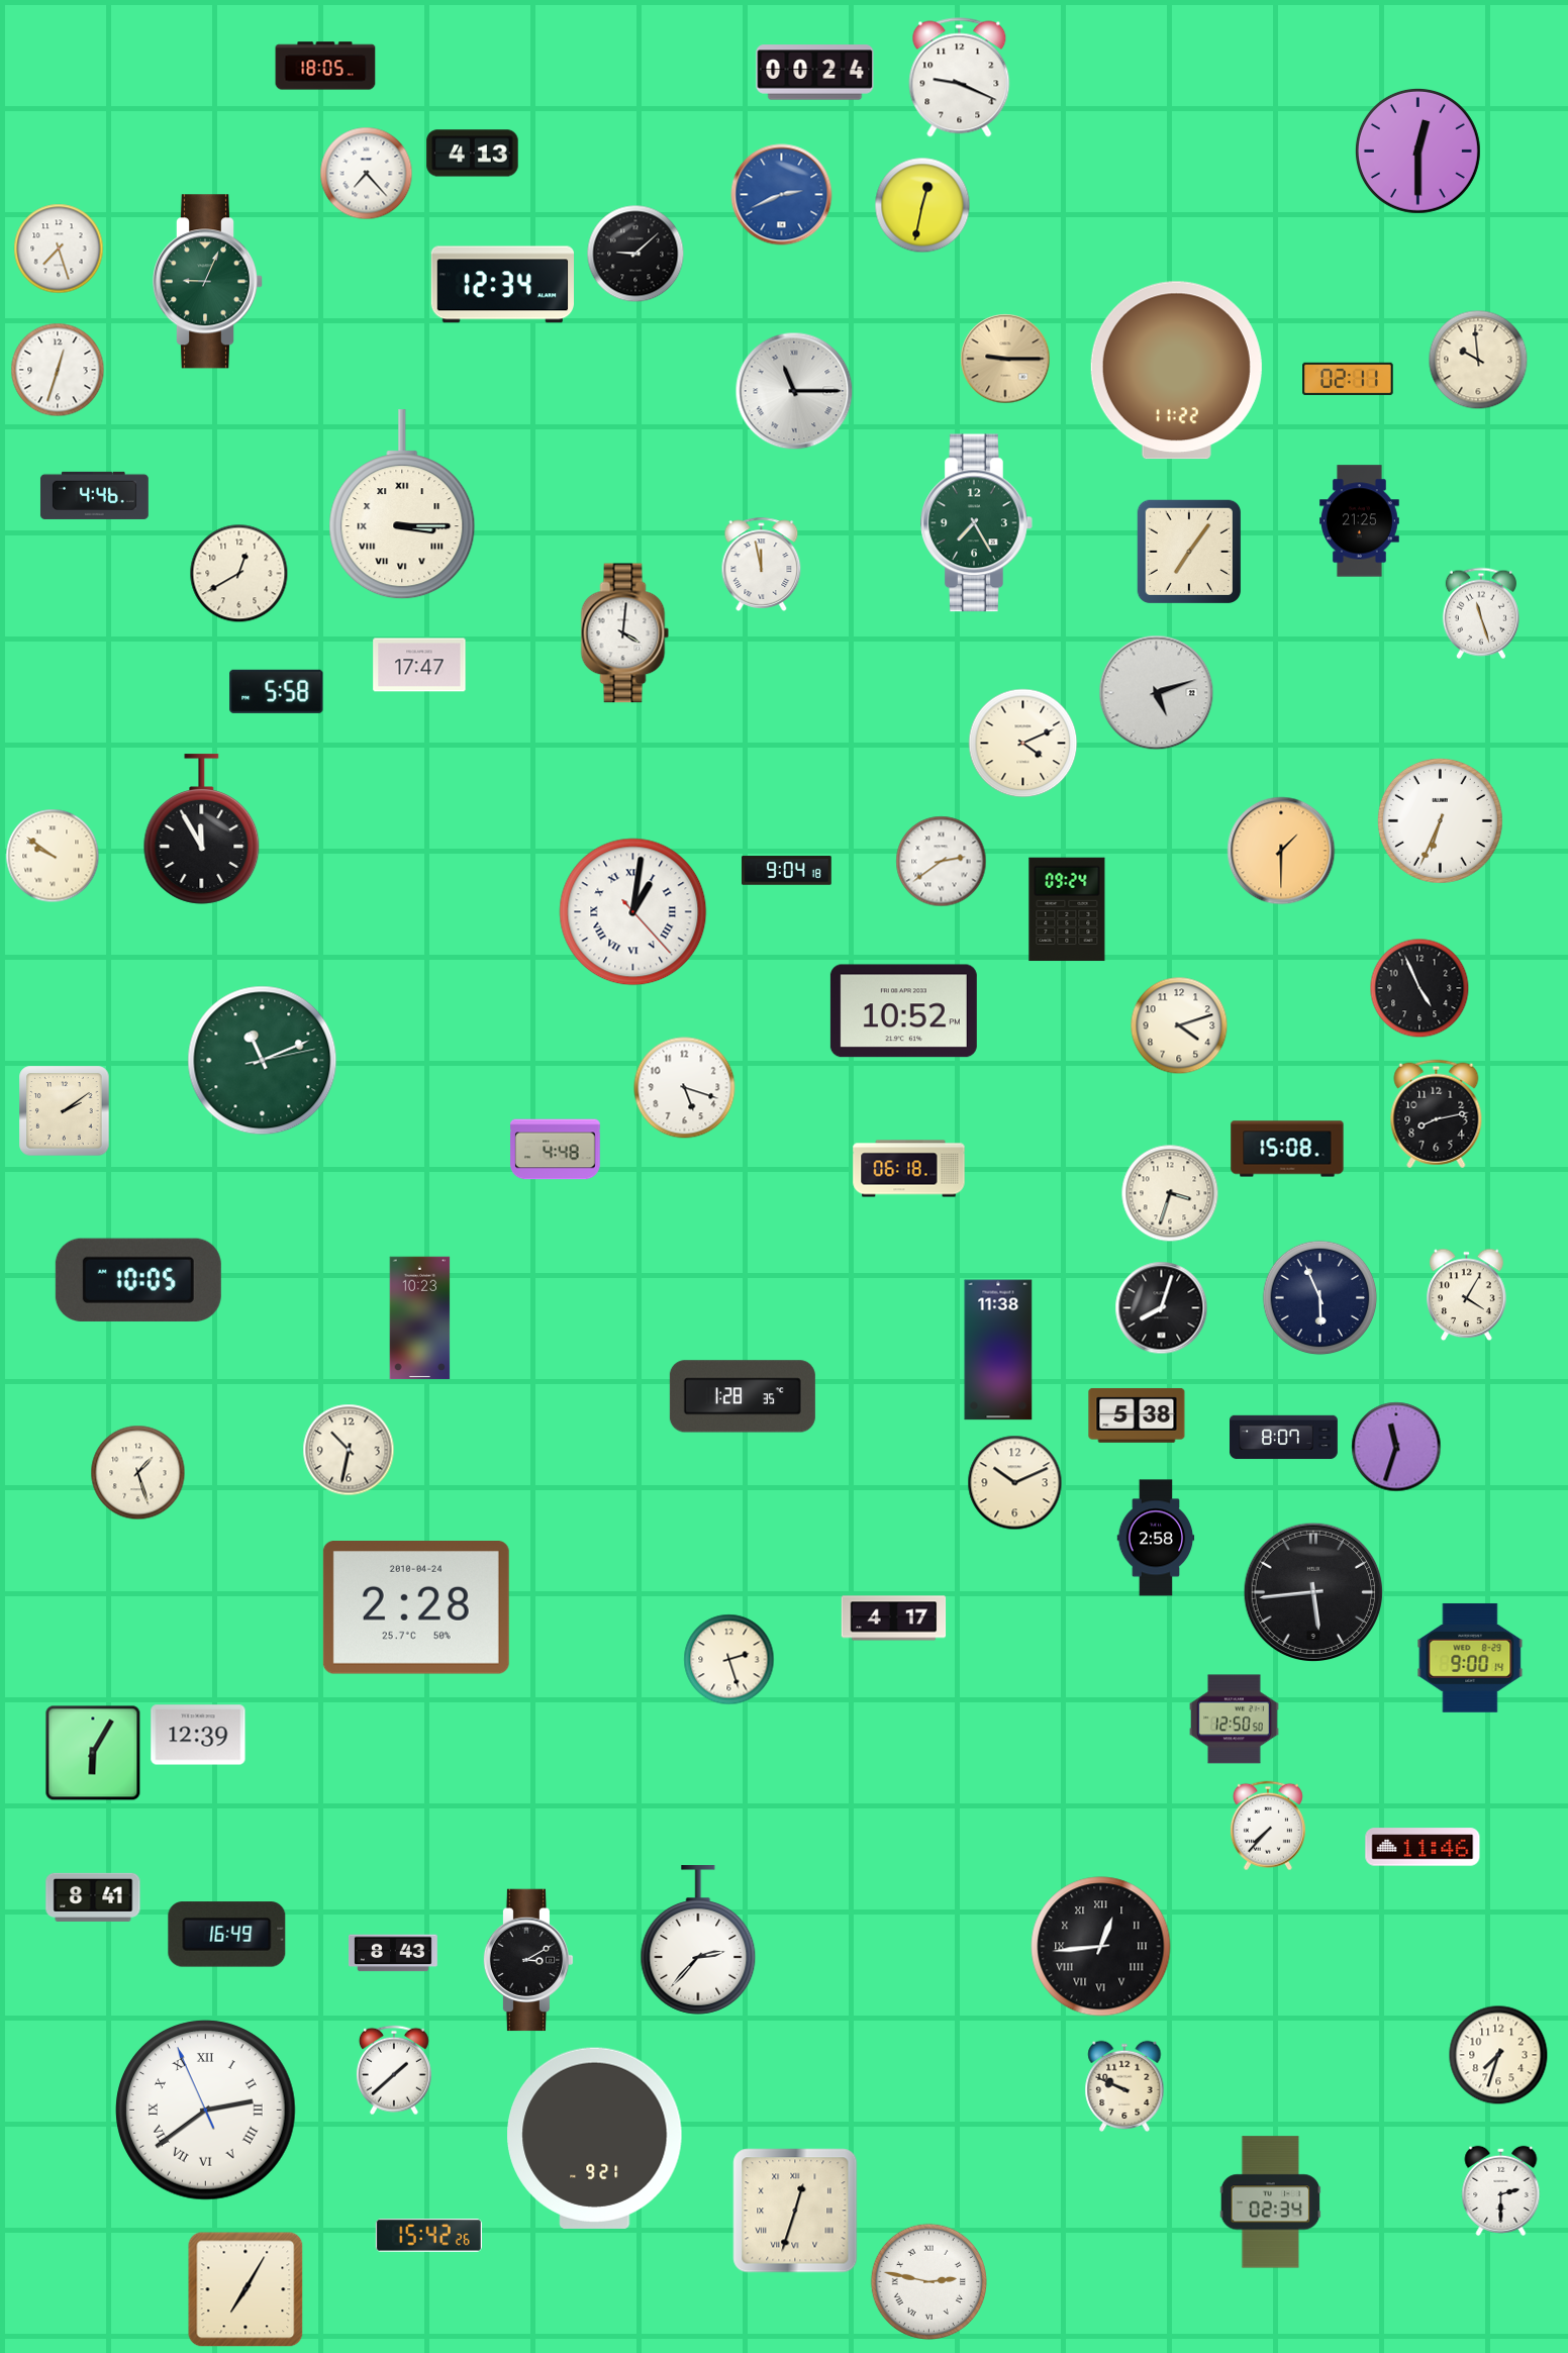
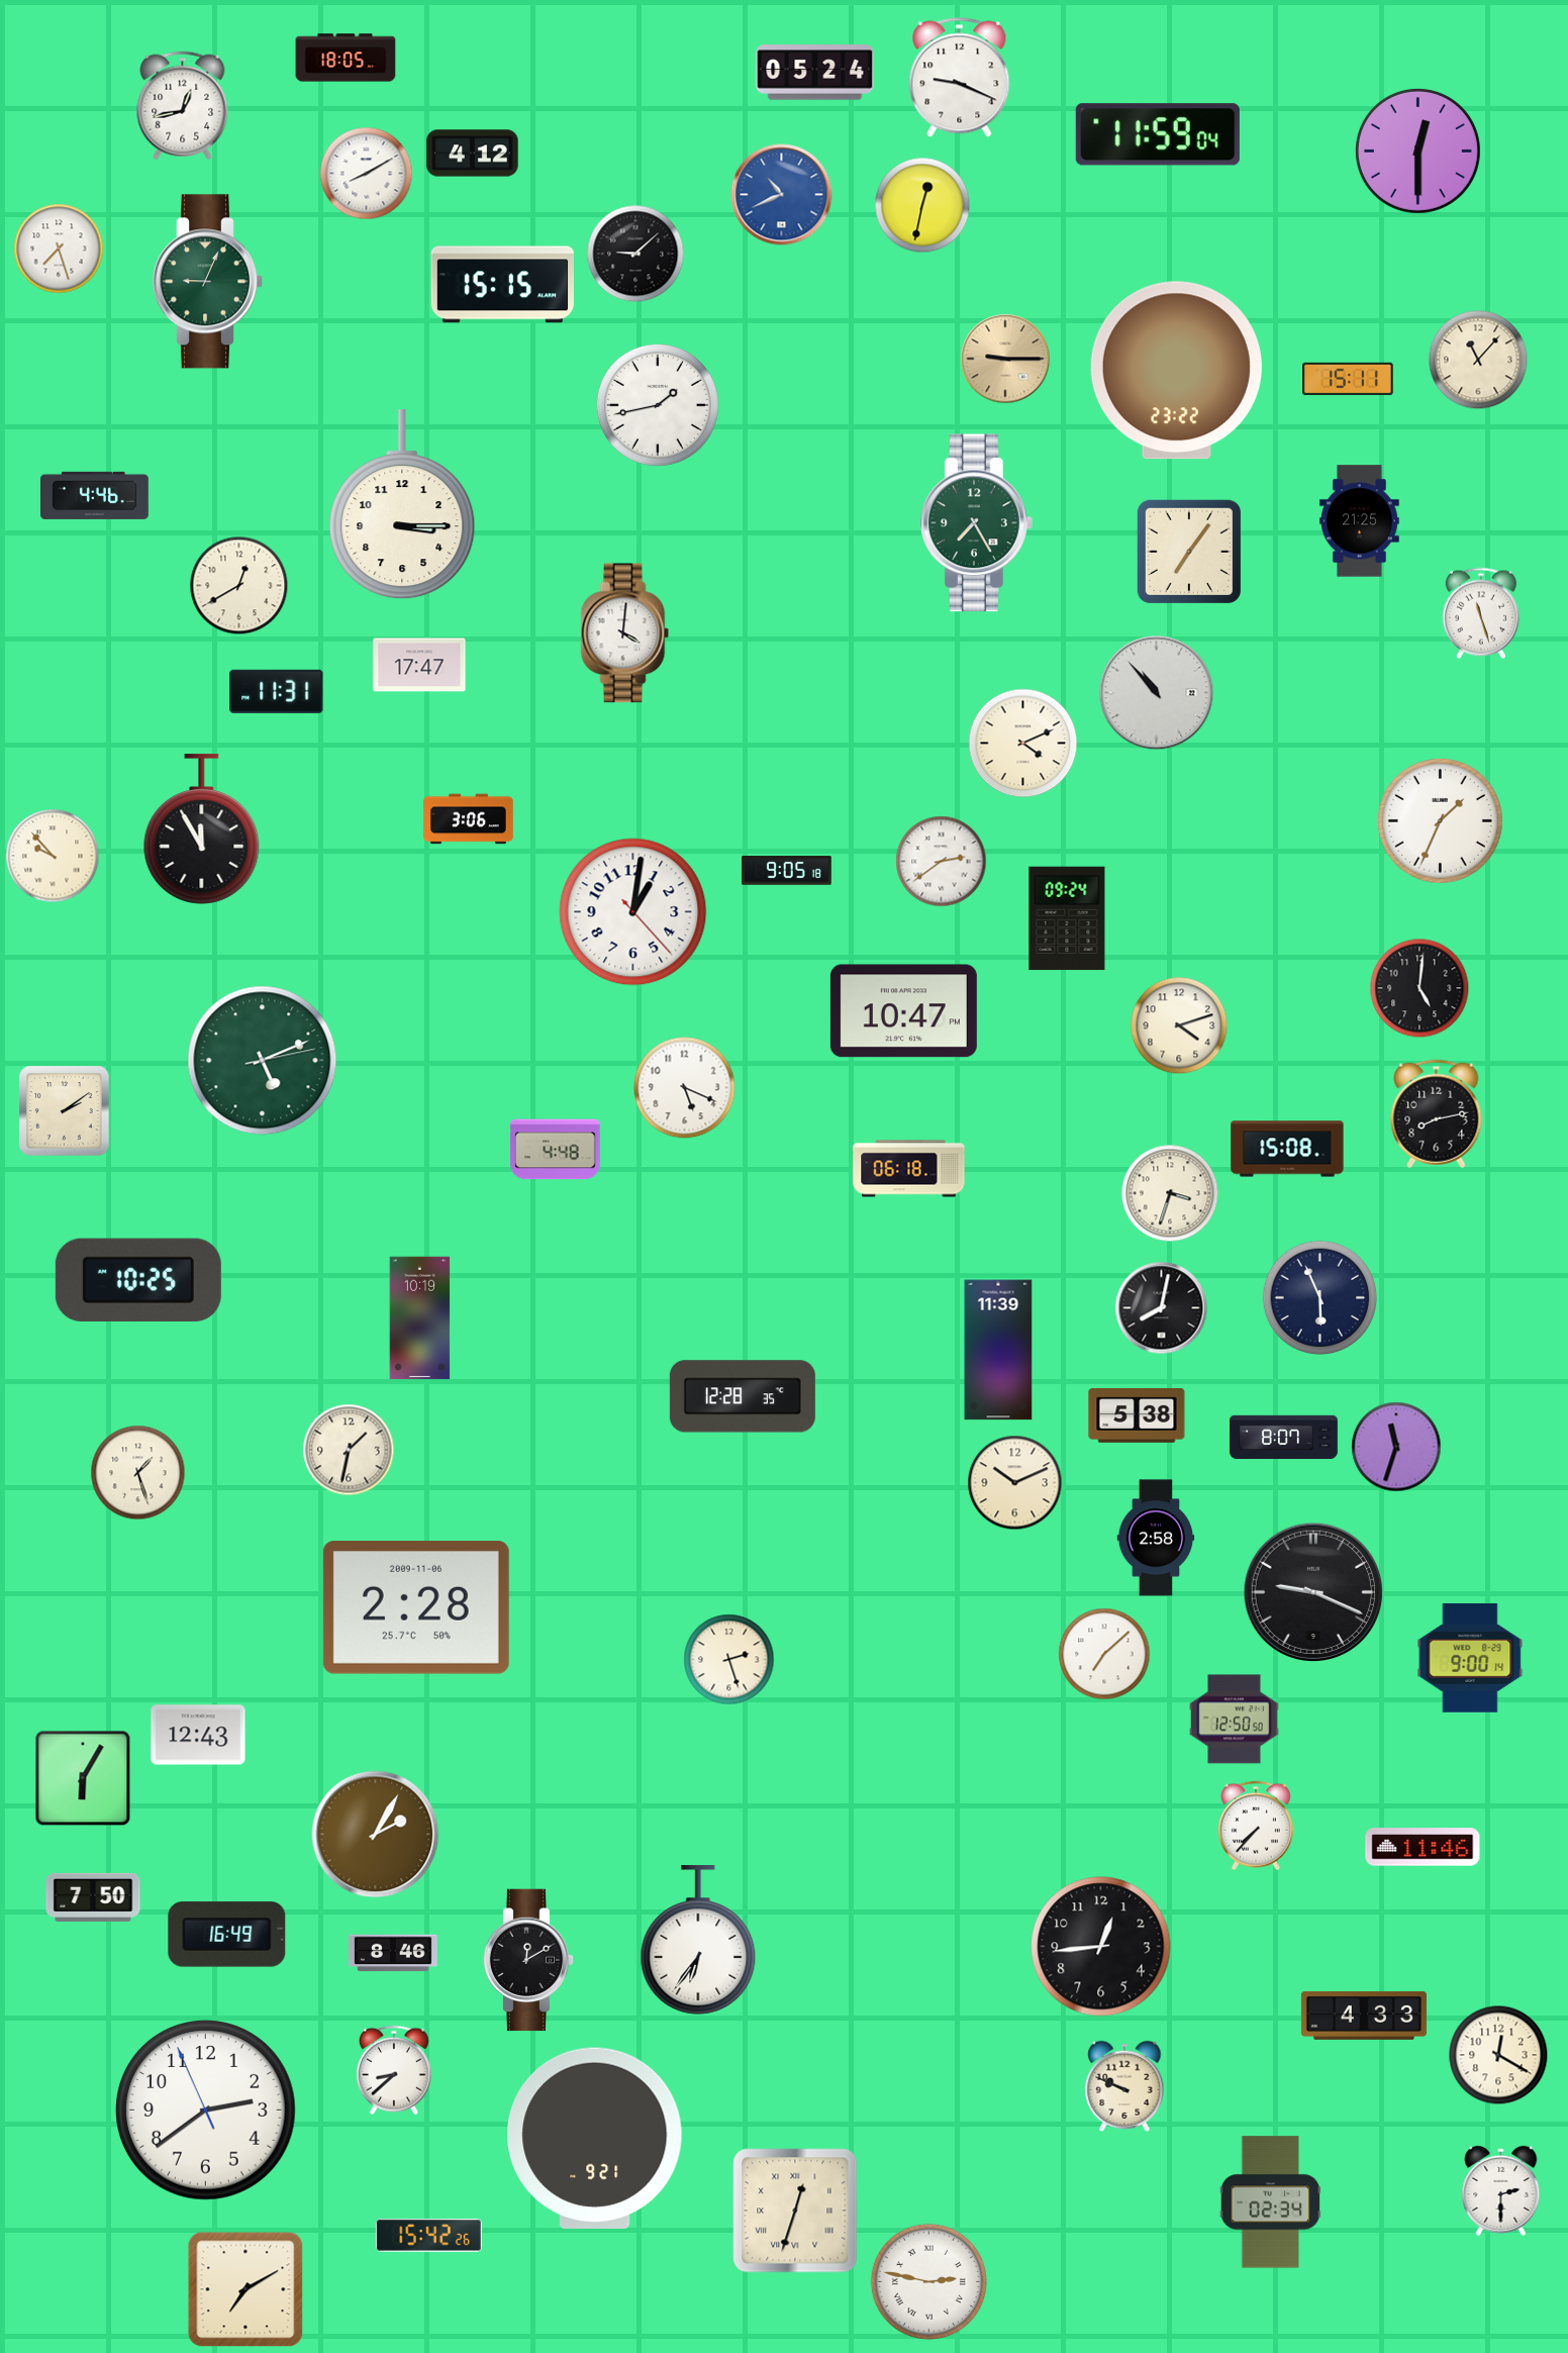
clock at (325, 66) position: (325, 66) -> (346, 58)
clock at (815, 73): 00:24 -> 05:24
clock at (183, 106): none -> 12:43
clock at (1158, 134): none -> 11:59
clock at (473, 154): 4:13 -> 4:12
clock at (367, 174): 7:23 -> 8:10
clock at (782, 195): 2:41 -> 10:41
clock at (502, 285): 12:34 -> 15:15
clock at (1478, 360): 9:59 -> 11:07
clock at (58, 370): 12:33 -> none
clock at (1176, 371): 11:22 -> 23:22
clock at (1348, 379): 02:11 -> 15:11
clock at (794, 391): 11:15 -> none
clock at (658, 405): none -> 1:43
clock at (402, 505) numerals: Roman -> Arabic
clock at (762, 564): 11:58 -> none
clock at (239, 574) position: (239, 574) -> (239, 586)
clock at (277, 691): 5:58 -> 11:31
clock at (1157, 693): 5:12 -> 10:53
clock at (469, 819): none -> 3:06
clock at (1440, 820): 6:34 -> 1:34
clock at (1281, 851): 1:30 -> none
clock at (53, 856): 9:51 -> 9:53
clock at (787, 871): 9:04 -> 9:05
clock at (1067, 909) position: (1067, 909) -> (1067, 918)
clock at (633, 912) numerals: Roman -> Arabic
clock at (1419, 988): 4:56 -> 5:01
clock at (903, 1011): 10:52 -> 10:47
clock at (263, 1061): 11:11 -> 5:11
clock at (685, 1088): 5:18 -> 5:19
clock at (138, 1280): 10:05 -> 10:25
clock at (1467, 1295): 4:05 -> none
clock at (1162, 1308): 8:03 -> 8:02
clock at (420, 1318): 10:23 -> 10:19
clock at (998, 1350): 11:38 -> 11:39
clock at (743, 1396): 1:28 -> 12:28
clock at (349, 1450): 10:32 -> 1:32
clock at (1313, 1592): 5:44 -> 9:19
clock at (416, 1608) date: 2010-04-24 -> 2009-11-06
clock at (894, 1619): 4:17 -> none
clock at (1104, 1654): none -> 7:08
clock at (198, 1735): 12:39 -> 12:43
clock at (93, 1753) position: (93, 1753) -> (83, 1778)
clock at (1268, 1826) position: (1268, 1826) -> (1256, 1826)
clock at (376, 1835): none -> 2:05
clock at (93, 1897): 8:41 -> 7:50
clock at (698, 1940): 2:37 -> 6:36
clock at (1101, 1947) numerals: Roman -> Arabic
clock at (393, 1953): 8:43 -> 8:46
clock at (528, 1960): 3:10 -> 12:10
clock at (1364, 2016): none -> 4:33
clock at (1498, 2055): 7:33 -> 12:20
clock at (394, 2070): 1:38 -> 8:38
clock at (206, 2111) numerals: Roman -> Arabic
clock at (246, 2289): 7:05 -> 7:10
